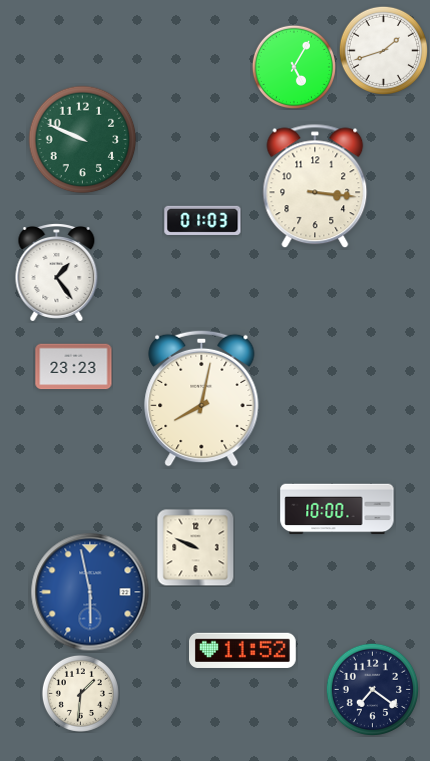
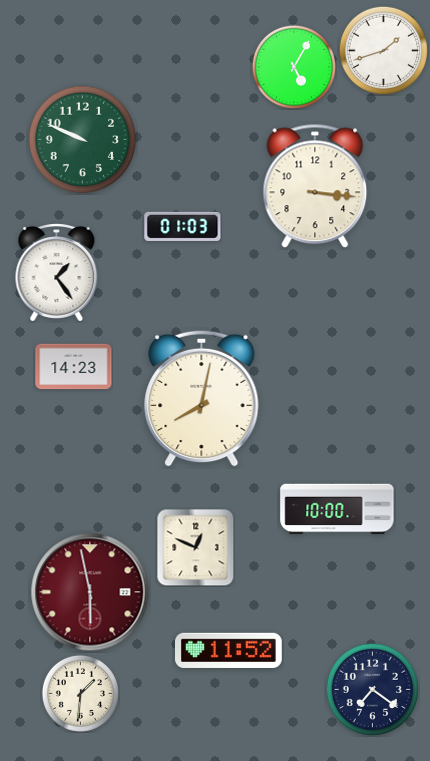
clock at (203, 220) position: (203, 220) -> (183, 226)
clock at (74, 367): 23:23 -> 14:23
clock at (195, 547): 9:49 -> 12:49
clock at (90, 592) dial: blue -> burgundy
clock at (243, 650) position: (243, 650) -> (229, 650)
